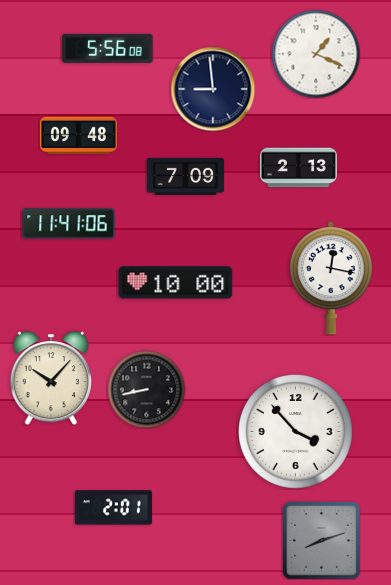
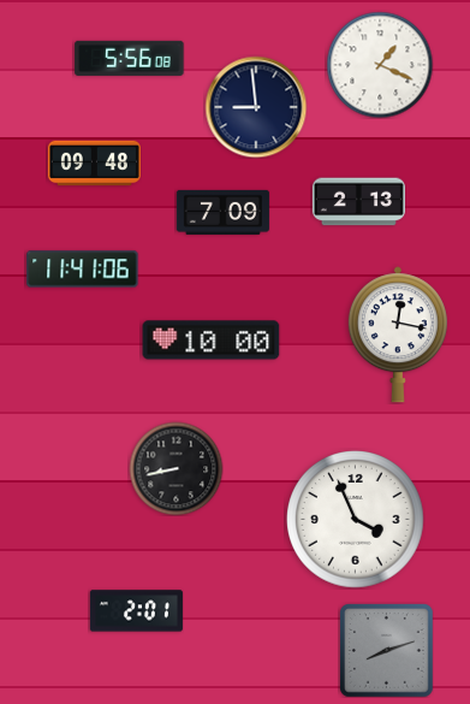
clock at (50, 378): 10:07 -> none
clock at (296, 432): 3:53 -> 3:56
